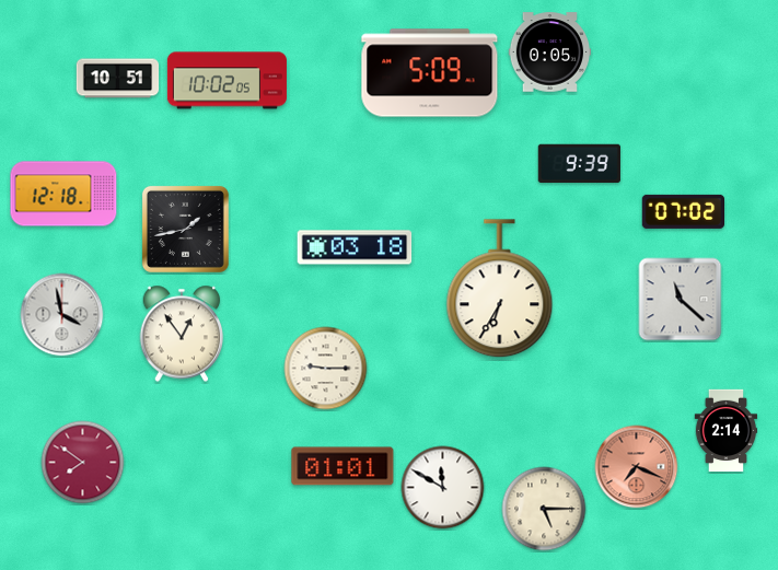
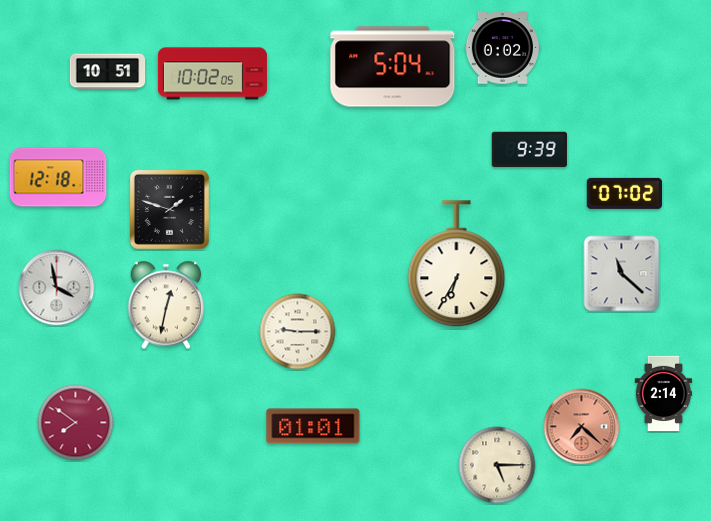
clock at (550, 53): 0:05 -> 0:02
clock at (430, 73): 5:09 -> 5:04
clock at (227, 81) position: (227, 81) -> (212, 74)
clock at (185, 229): 1:43 -> 1:48
clock at (355, 247): 03:18 -> none
clock at (182, 334): 12:54 -> 12:32
clock at (326, 369) position: (326, 369) -> (298, 332)
clock at (637, 467): 7:19 -> 7:22
clock at (443, 488): 11:50 -> none
